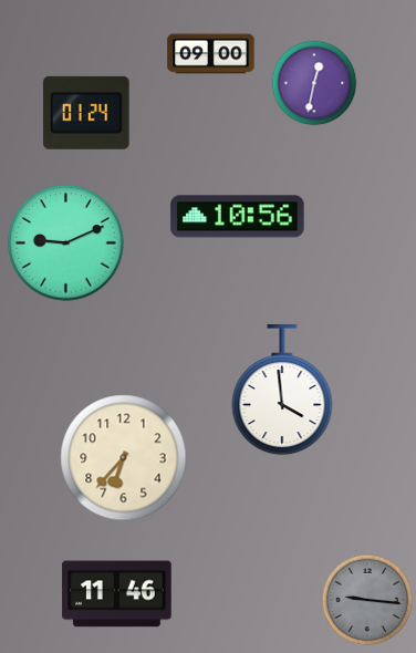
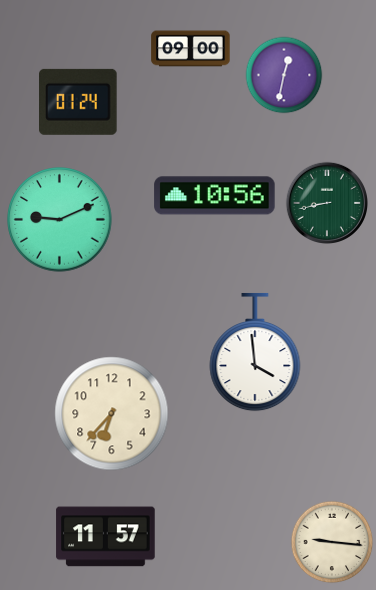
clock at (326, 202): none -> 8:43
clock at (117, 594): 11:46 -> 11:57
clock at (367, 600) dial: grey -> cream
